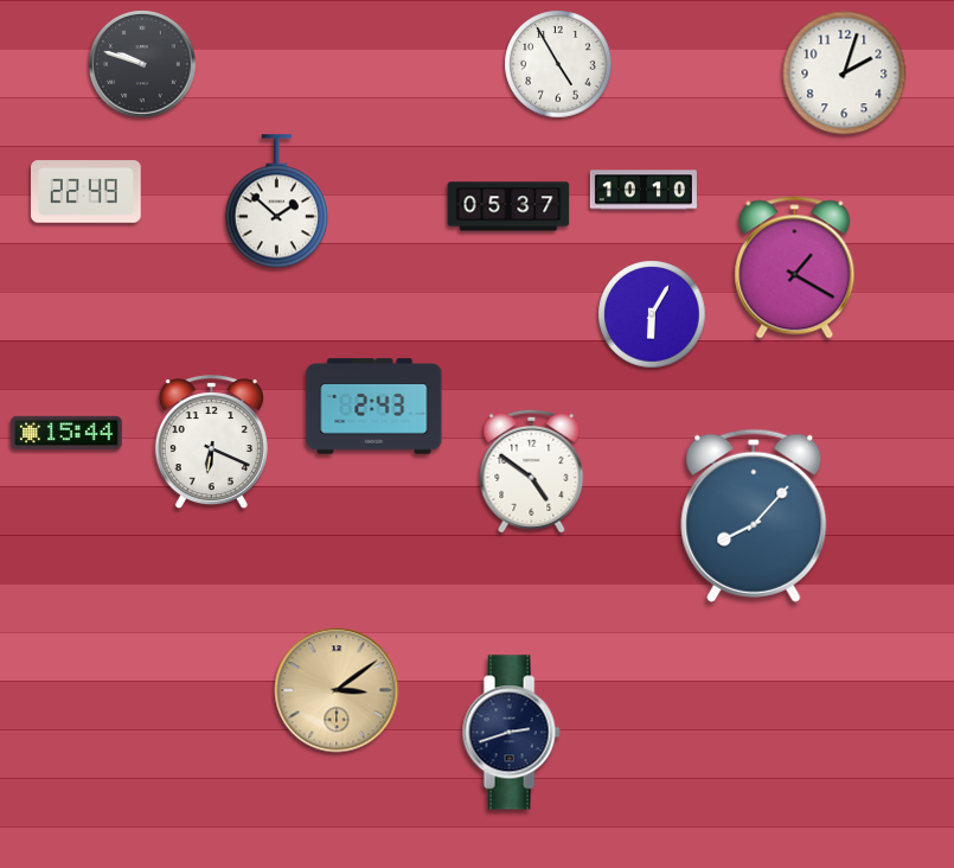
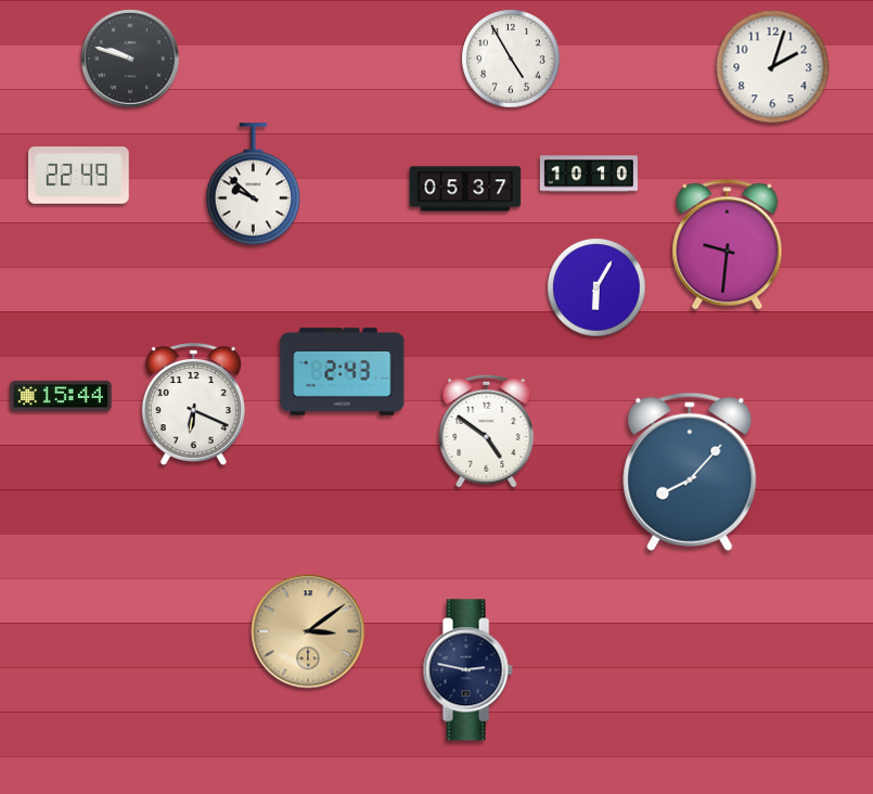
clock at (276, 202): 1:52 -> 9:52
clock at (795, 268): 1:20 -> 9:31
clock at (511, 733): 2:42 -> 2:47
